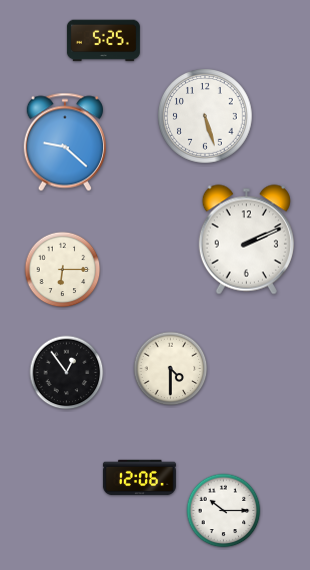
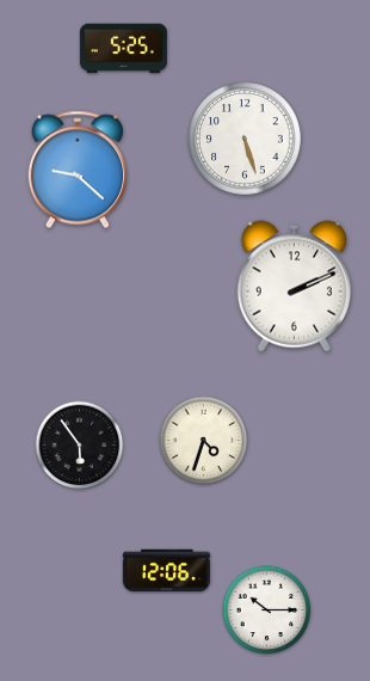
clock at (63, 270): 6:15 -> none
clock at (171, 369): 4:30 -> 4:33
clock at (67, 373): 12:54 -> 5:54
